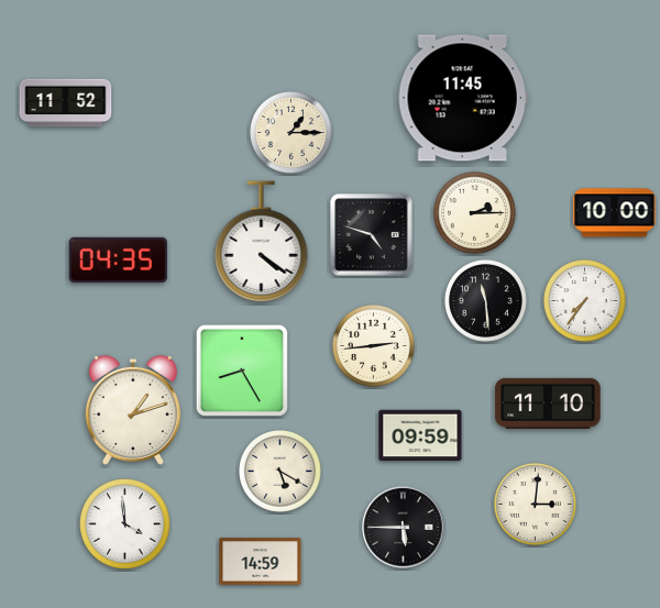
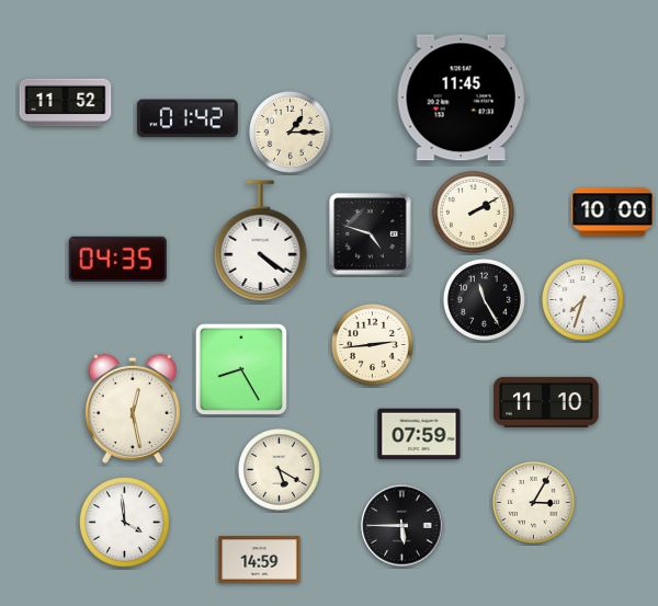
clock at (188, 118): none -> 01:42
clock at (474, 212): 2:15 -> 2:10
clock at (485, 300): 11:29 -> 11:25
clock at (584, 300): 7:36 -> 7:33
clock at (133, 410): 1:12 -> 12:28
clock at (420, 435): 09:59 -> 07:59
clock at (535, 504): 3:01 -> 3:05
